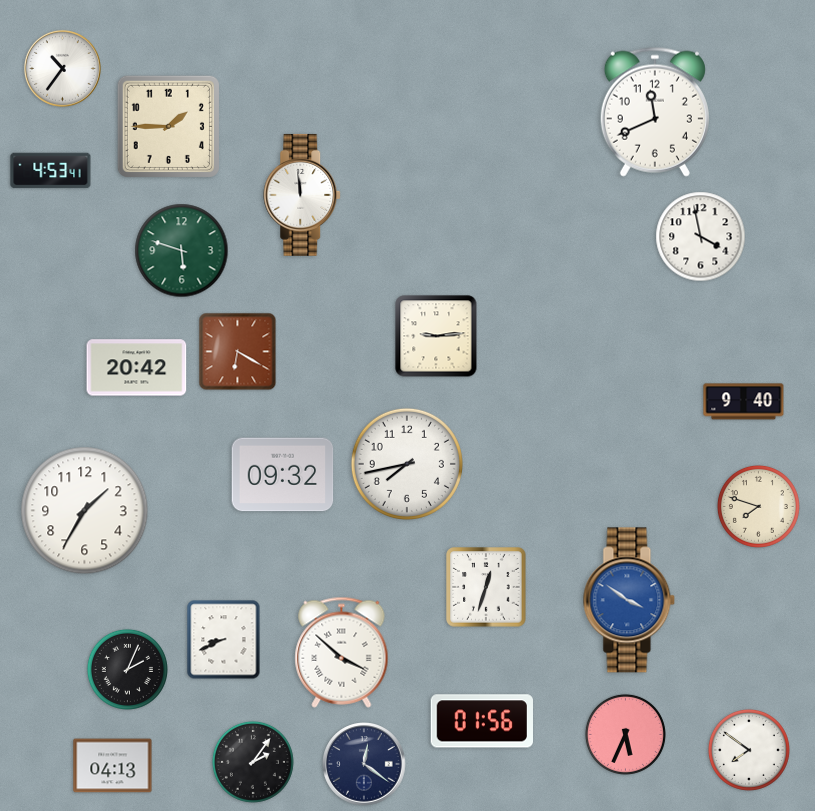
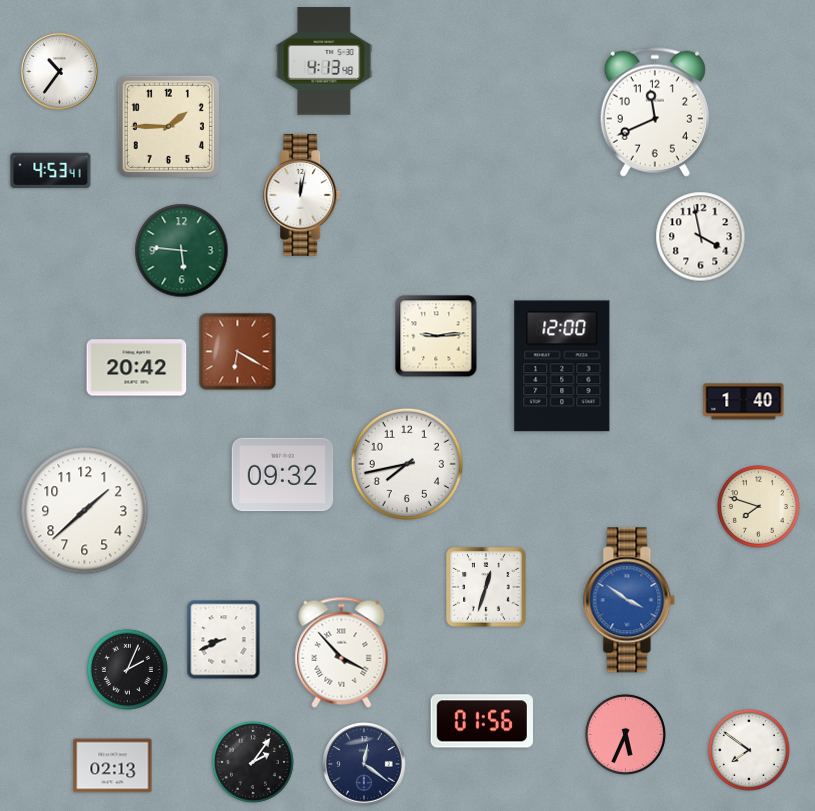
clock at (324, 61): none -> 4:13
clock at (62, 68) position: (62, 68) -> (59, 71)
clock at (303, 195): 11:59 -> 12:02
clock at (182, 251): 5:48 -> 5:46
clock at (562, 366): none -> 12:00
clock at (744, 402): 9:40 -> 1:40
clock at (85, 511): 1:35 -> 1:38
clock at (342, 652): 3:52 -> 3:53
clock at (113, 766): 04:13 -> 02:13
